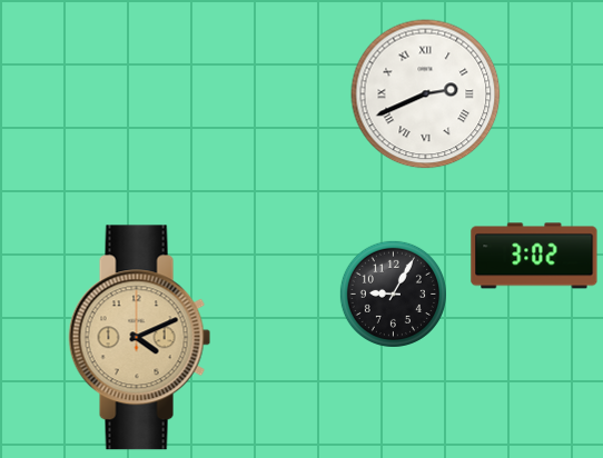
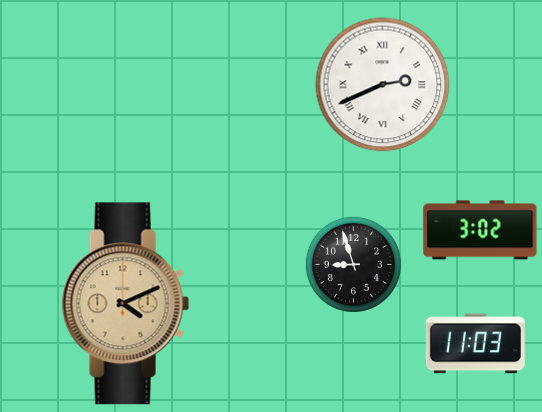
clock at (393, 293): 9:05 -> 8:57
clock at (475, 344): none -> 11:03
